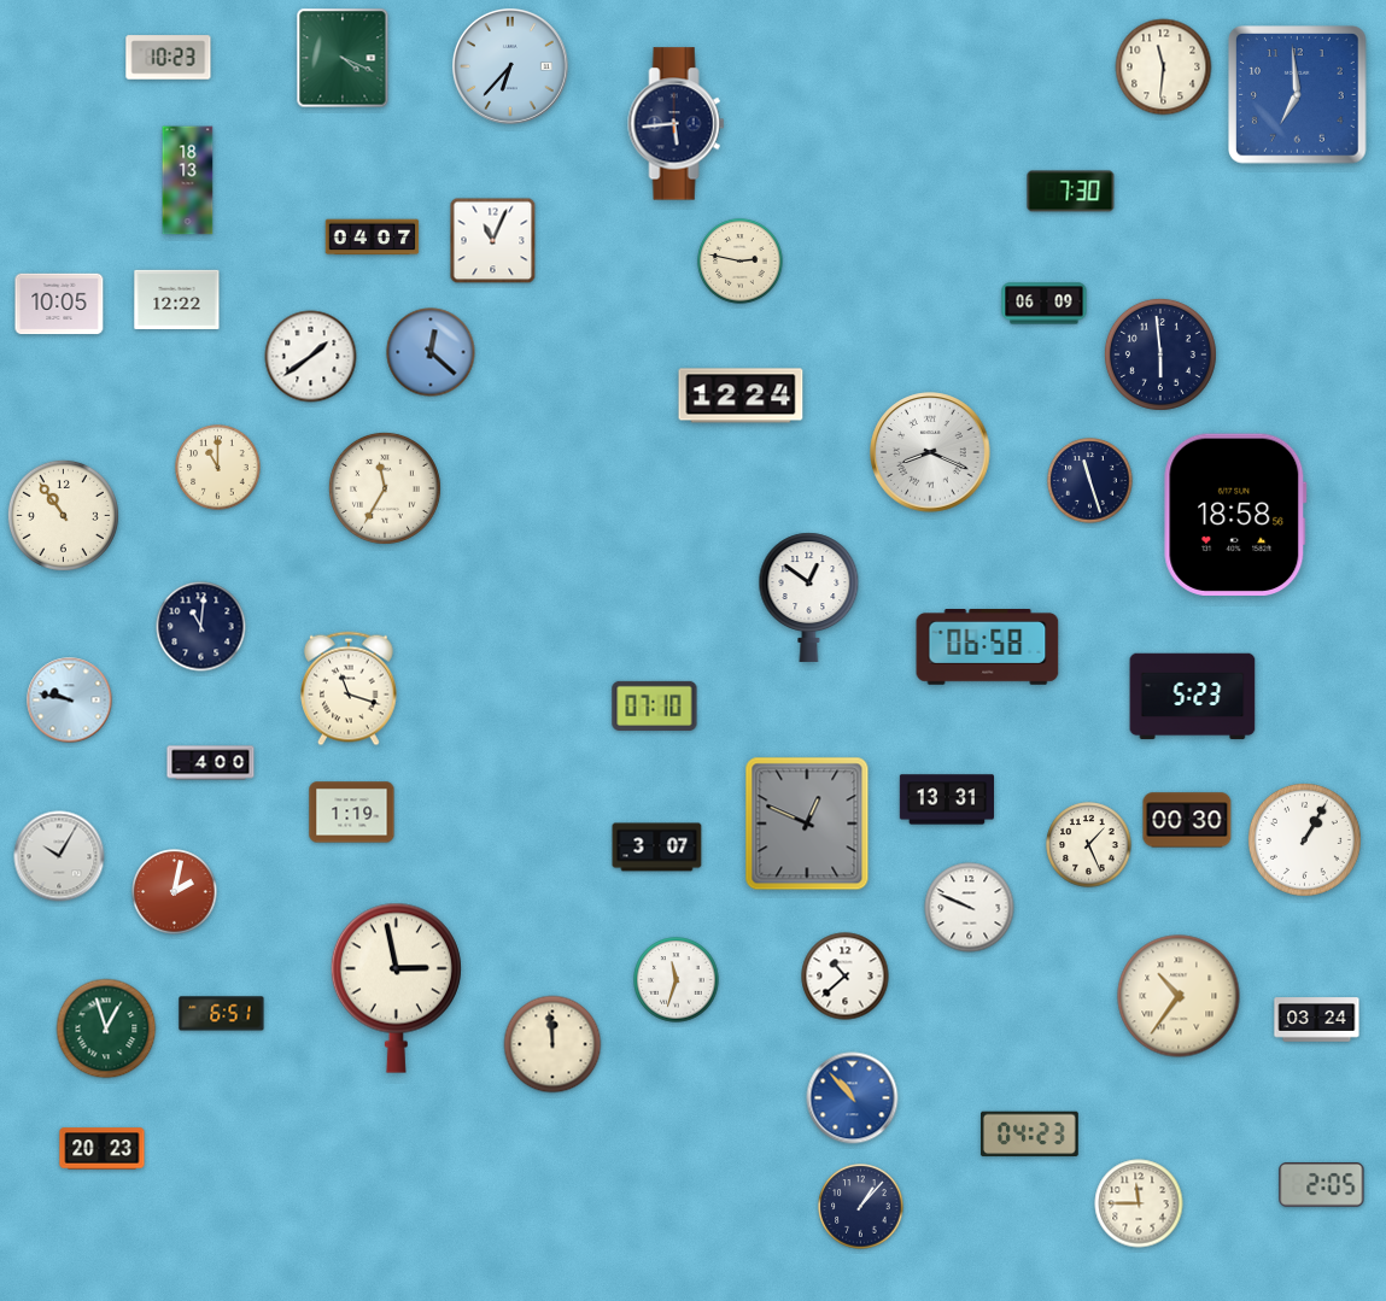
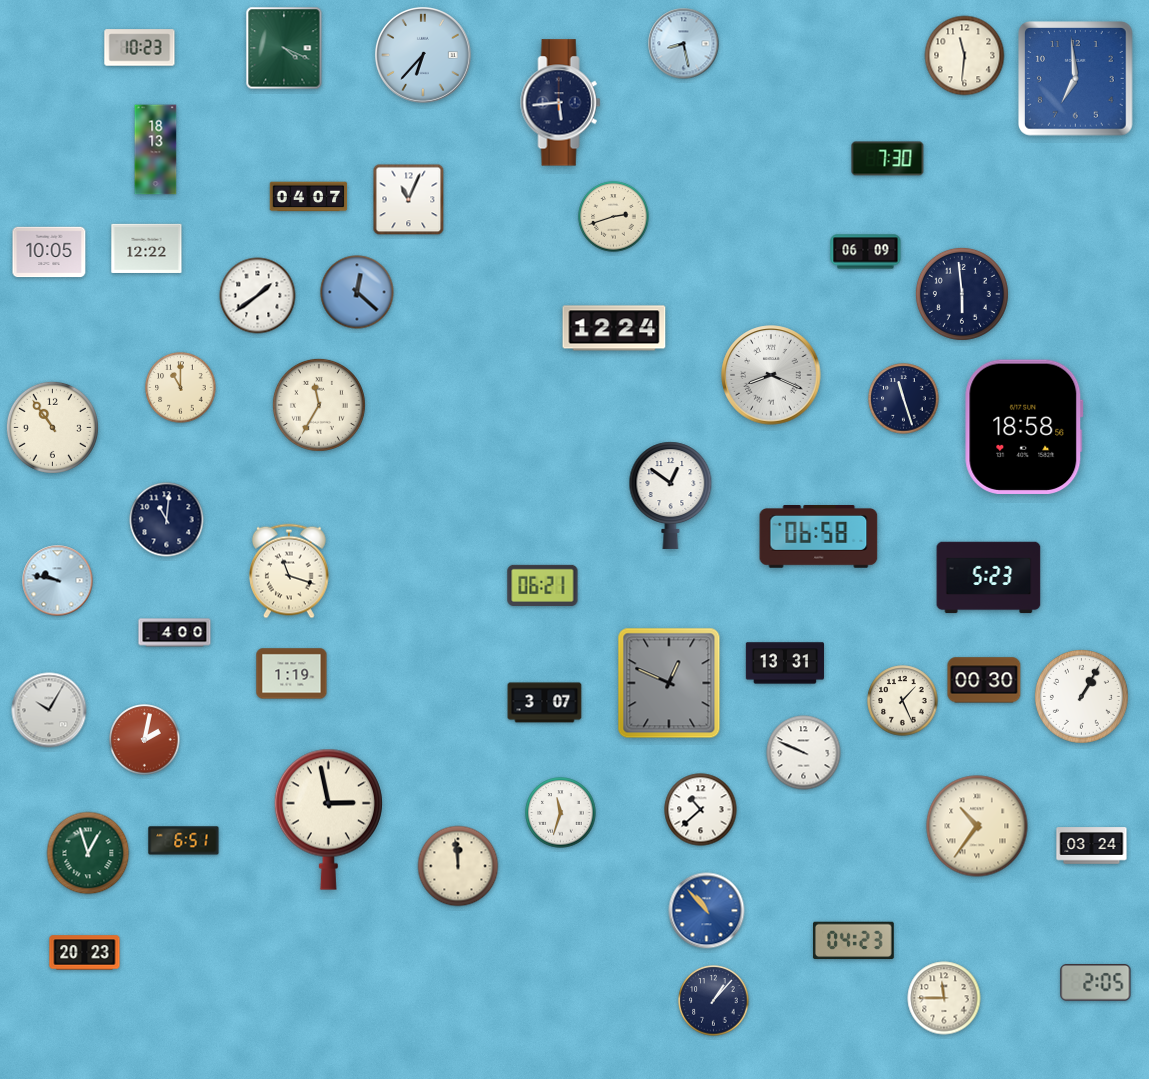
clock at (684, 44): none -> 8:28
clock at (741, 262): 2:47 -> 2:42
clock at (655, 705): 07:10 -> 06:21
